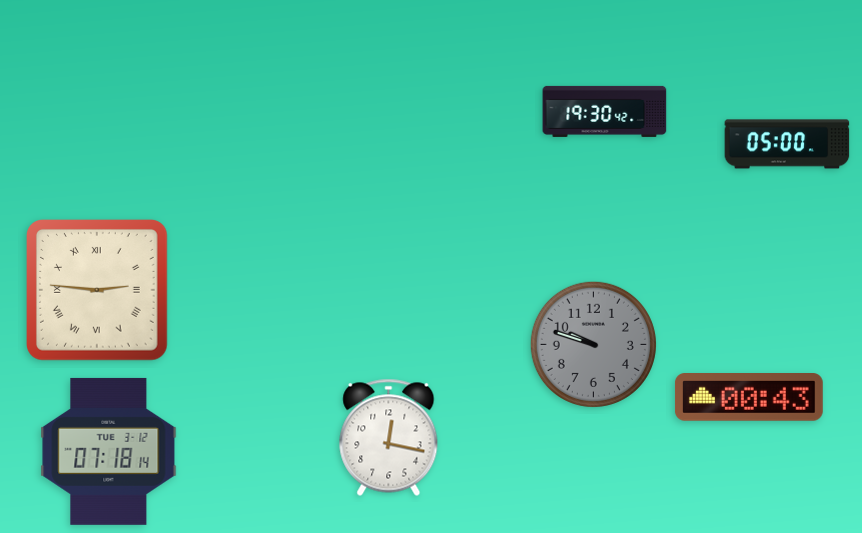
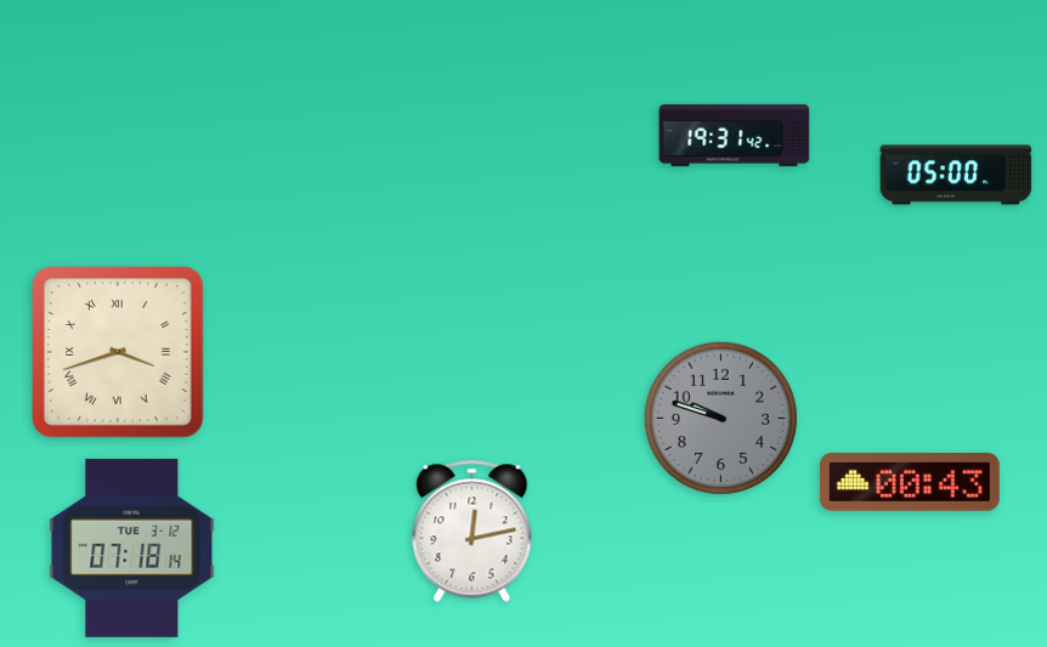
clock at (605, 111): 19:30 -> 19:31
clock at (98, 291): 2:46 -> 3:42
clock at (389, 437): 12:17 -> 12:13
